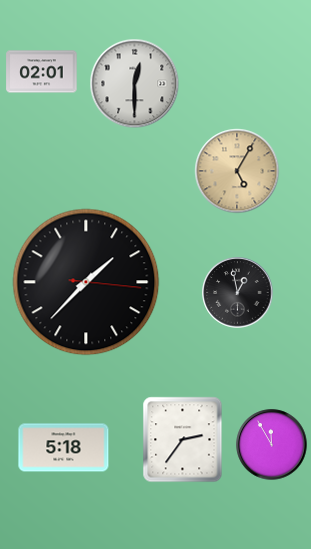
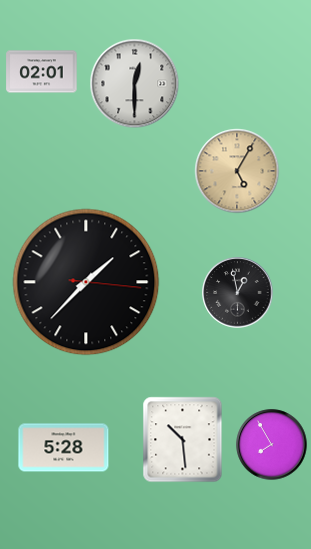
clock at (183, 440): 2:36 -> 10:29
clock at (272, 445): 11:55 -> 7:55
clock at (64, 448): 5:18 -> 5:28
